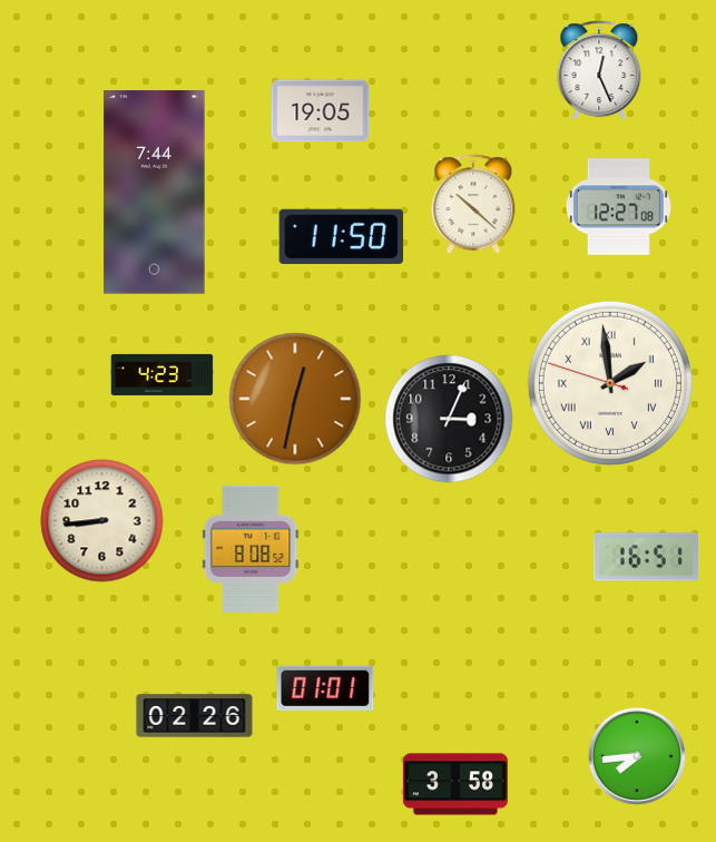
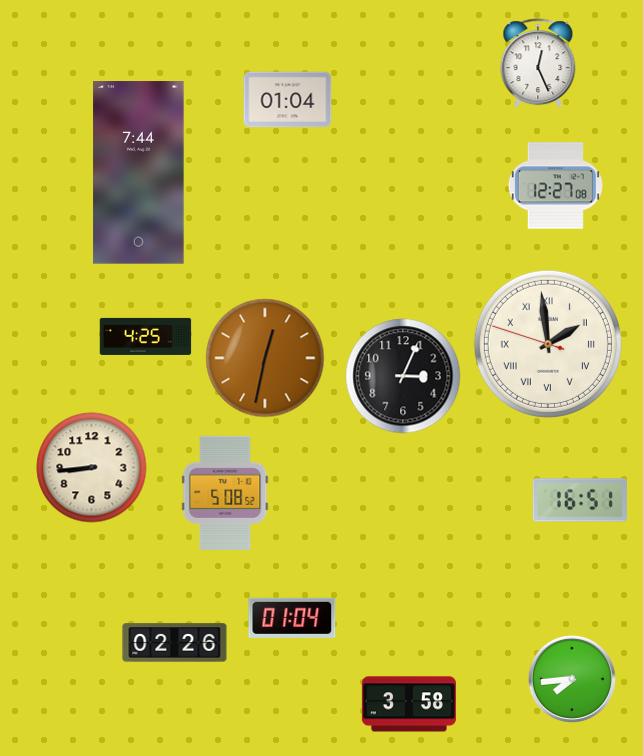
clock at (321, 111): 19:05 -> 01:04
clock at (473, 205): 10:22 -> none
clock at (342, 236): 11:50 -> none
clock at (163, 374): 4:23 -> 4:25
clock at (251, 549): 8:08 -> 5:08
clock at (325, 688): 01:01 -> 01:04
